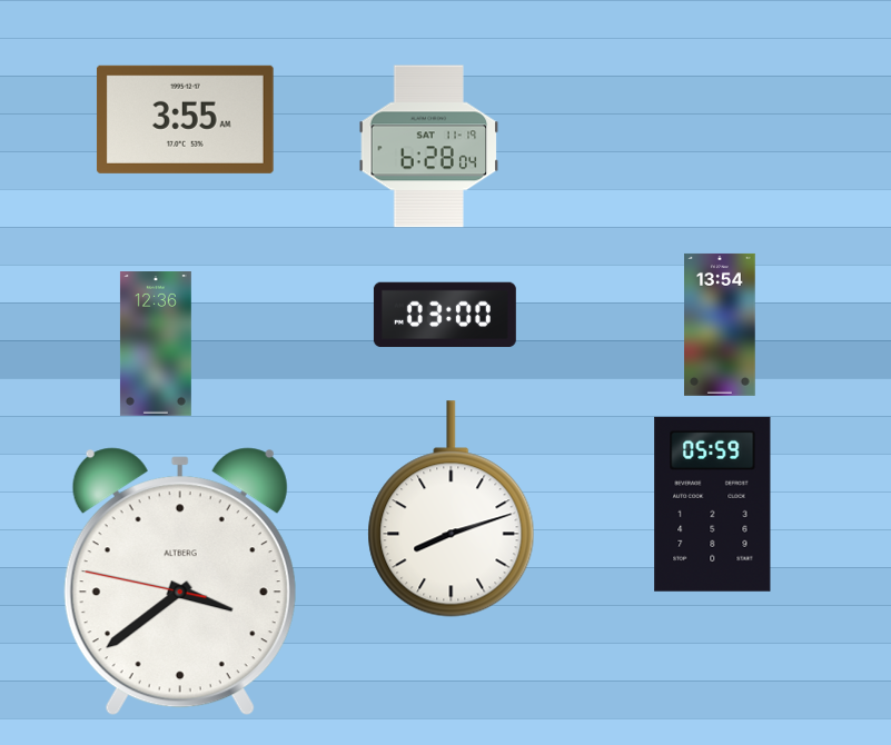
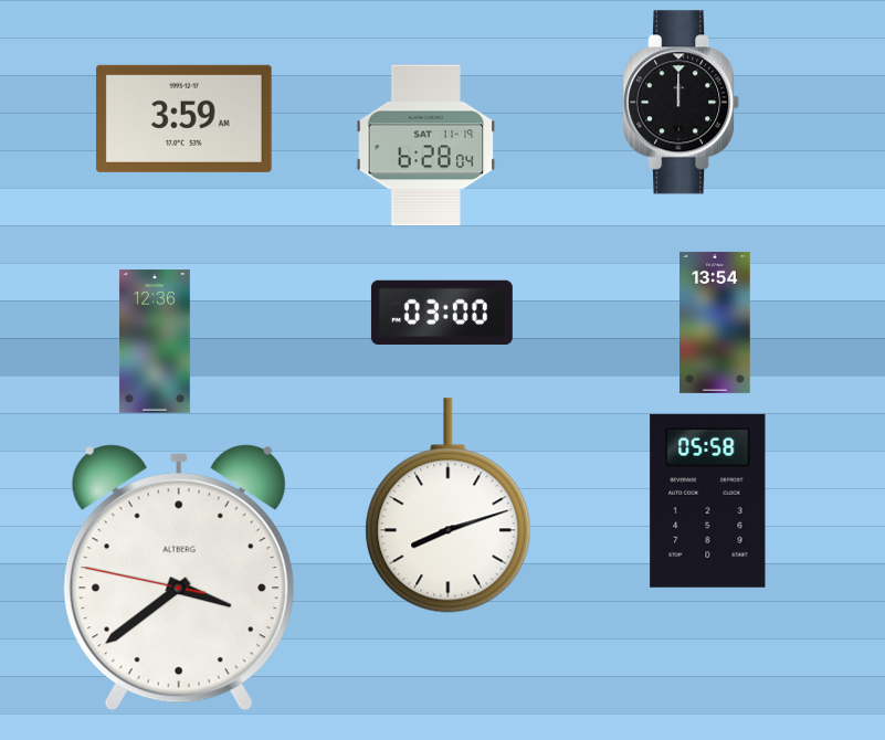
clock at (683, 103): none -> 12:00
clock at (185, 119): 3:55 -> 3:59
clock at (713, 504): 05:59 -> 05:58
